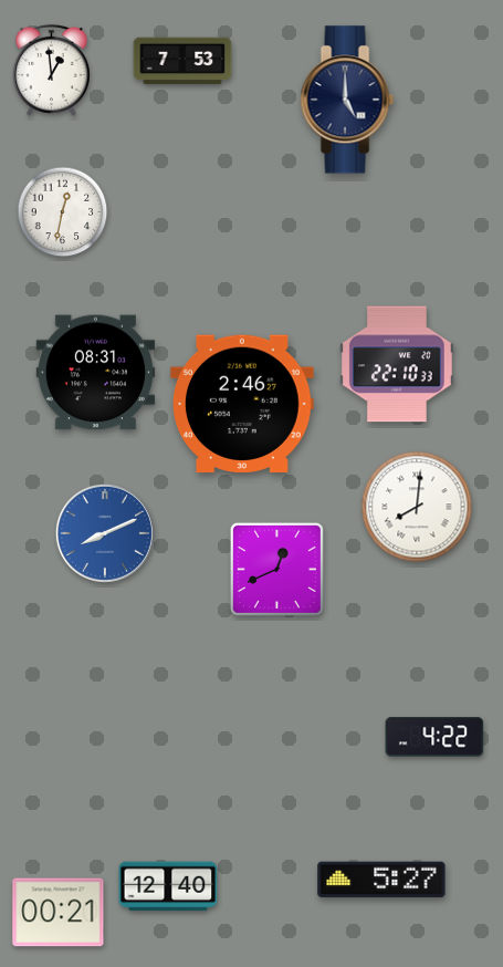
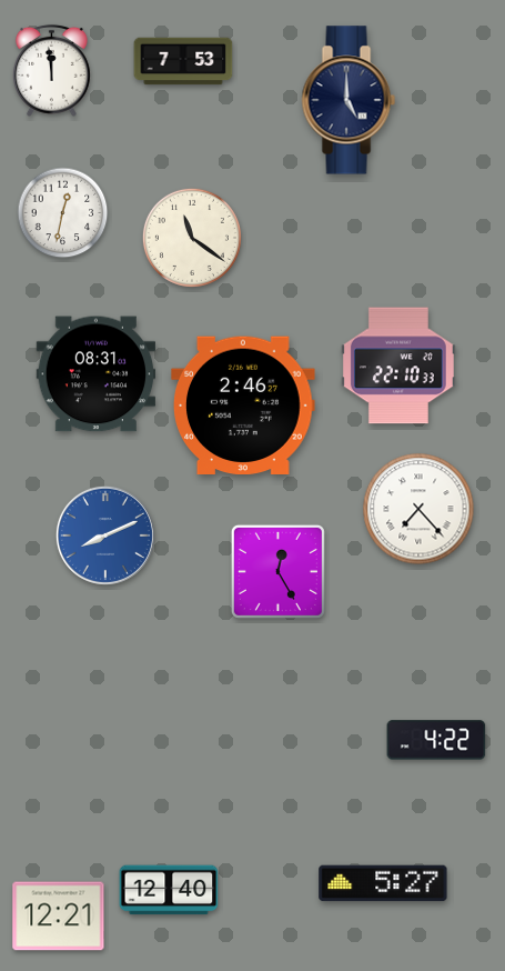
clock at (51, 70): 12:59 -> 11:59
clock at (192, 238): none -> 11:21
clock at (417, 507): 8:01 -> 7:23
clock at (276, 569): 12:41 -> 12:25
clock at (59, 913): 00:21 -> 12:21
